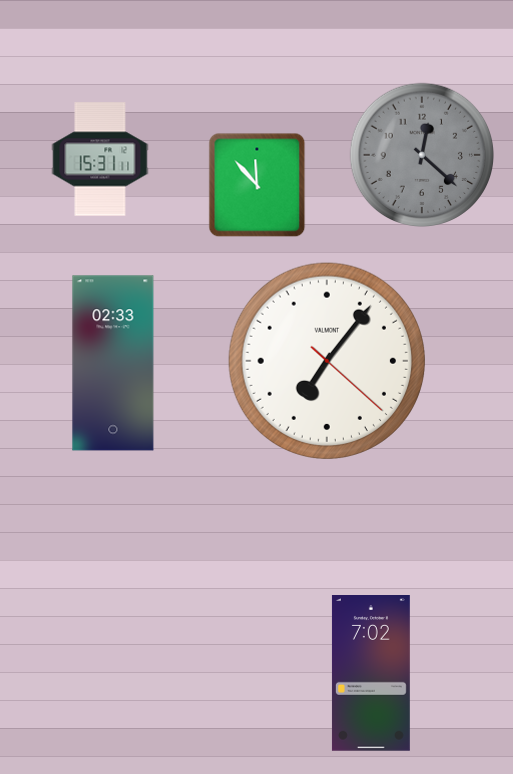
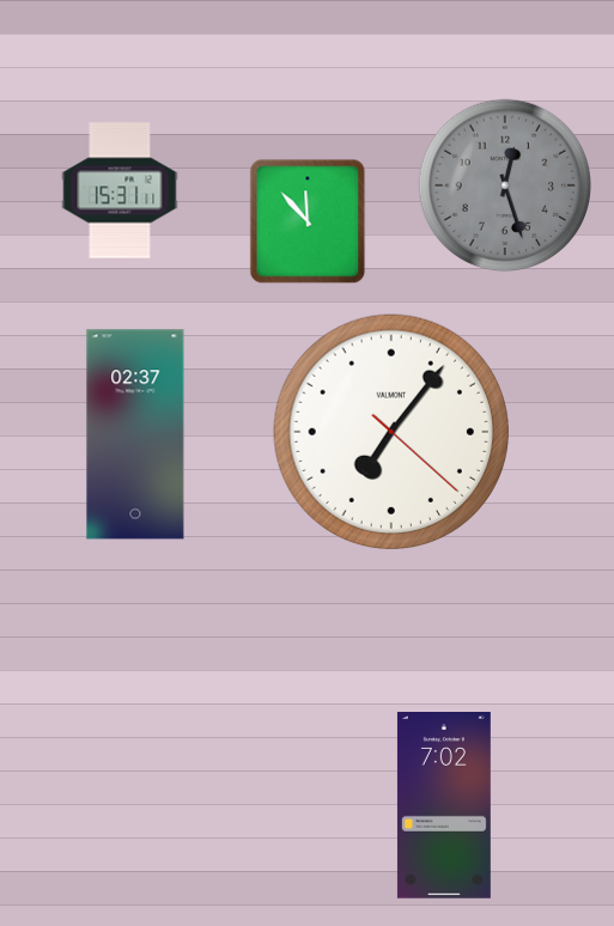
clock at (421, 154): 12:22 -> 12:27
clock at (113, 363): 02:33 -> 02:37
